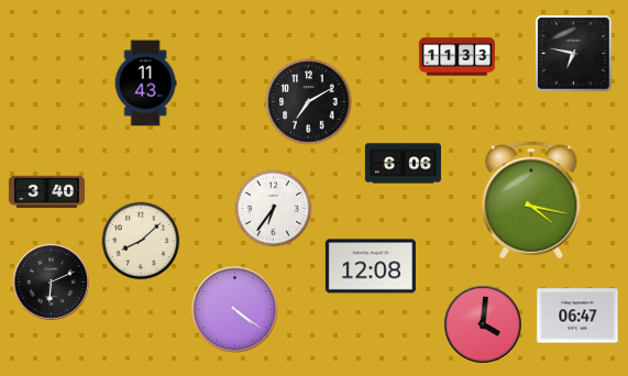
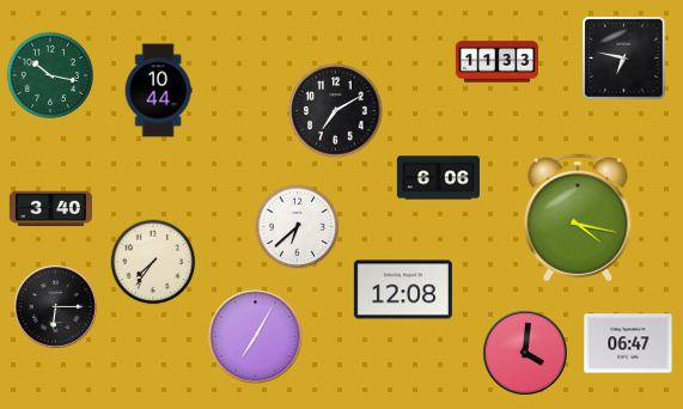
clock at (49, 74): none -> 10:17
clock at (145, 84): 11:43 -> 10:44
clock at (274, 209): 6:36 -> 6:38
clock at (141, 241): 8:08 -> 7:36
clock at (51, 281): 6:11 -> 6:15
clock at (235, 310): 4:21 -> 7:05
